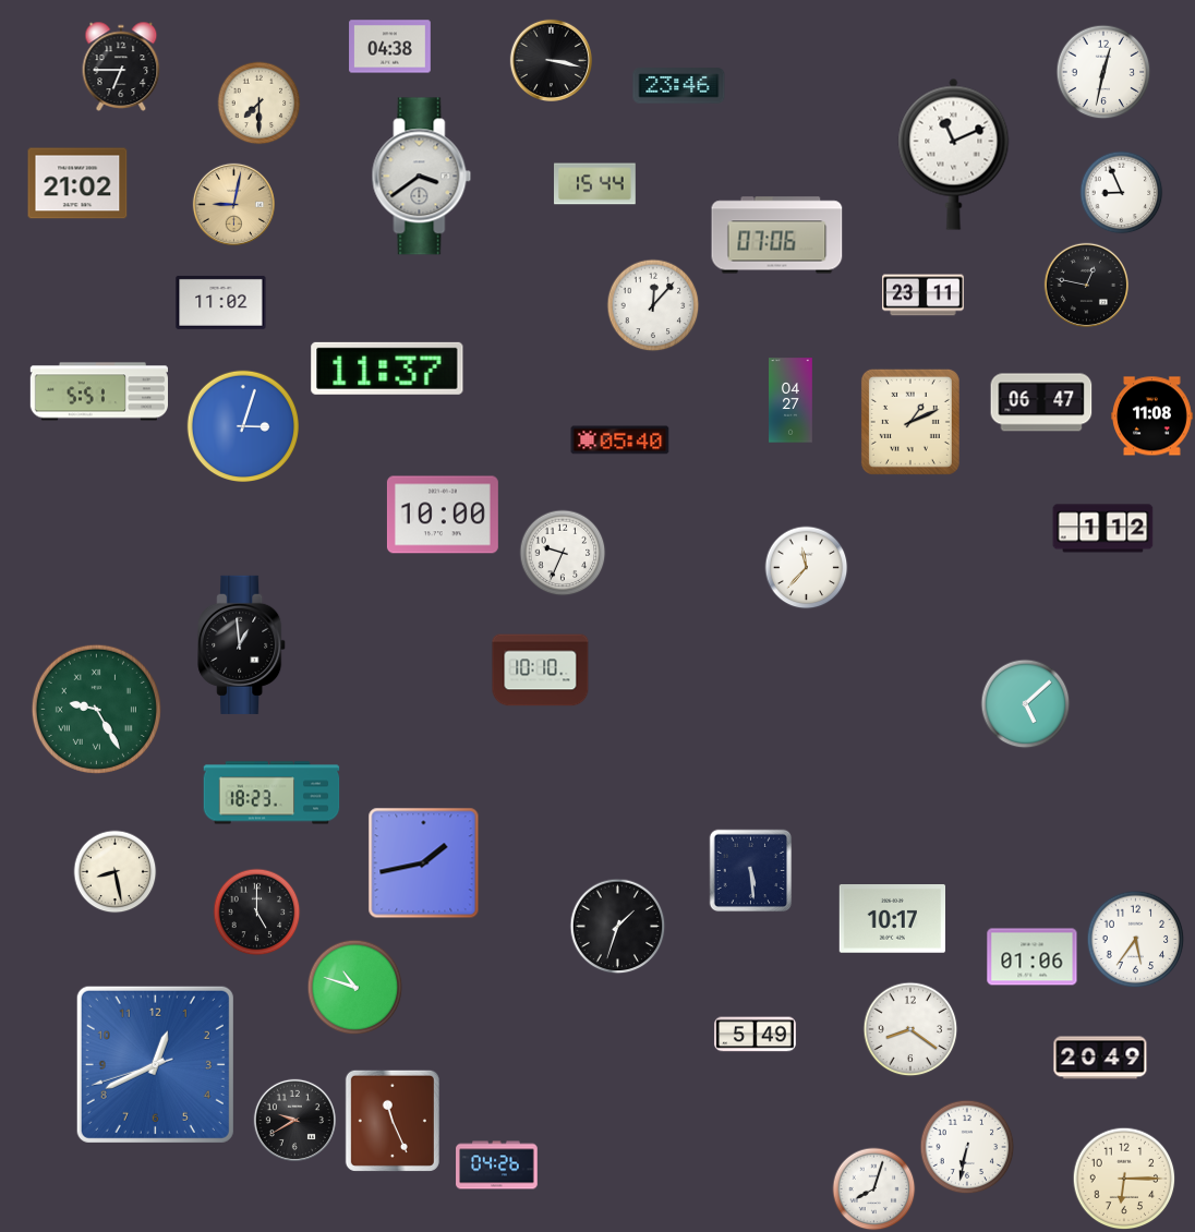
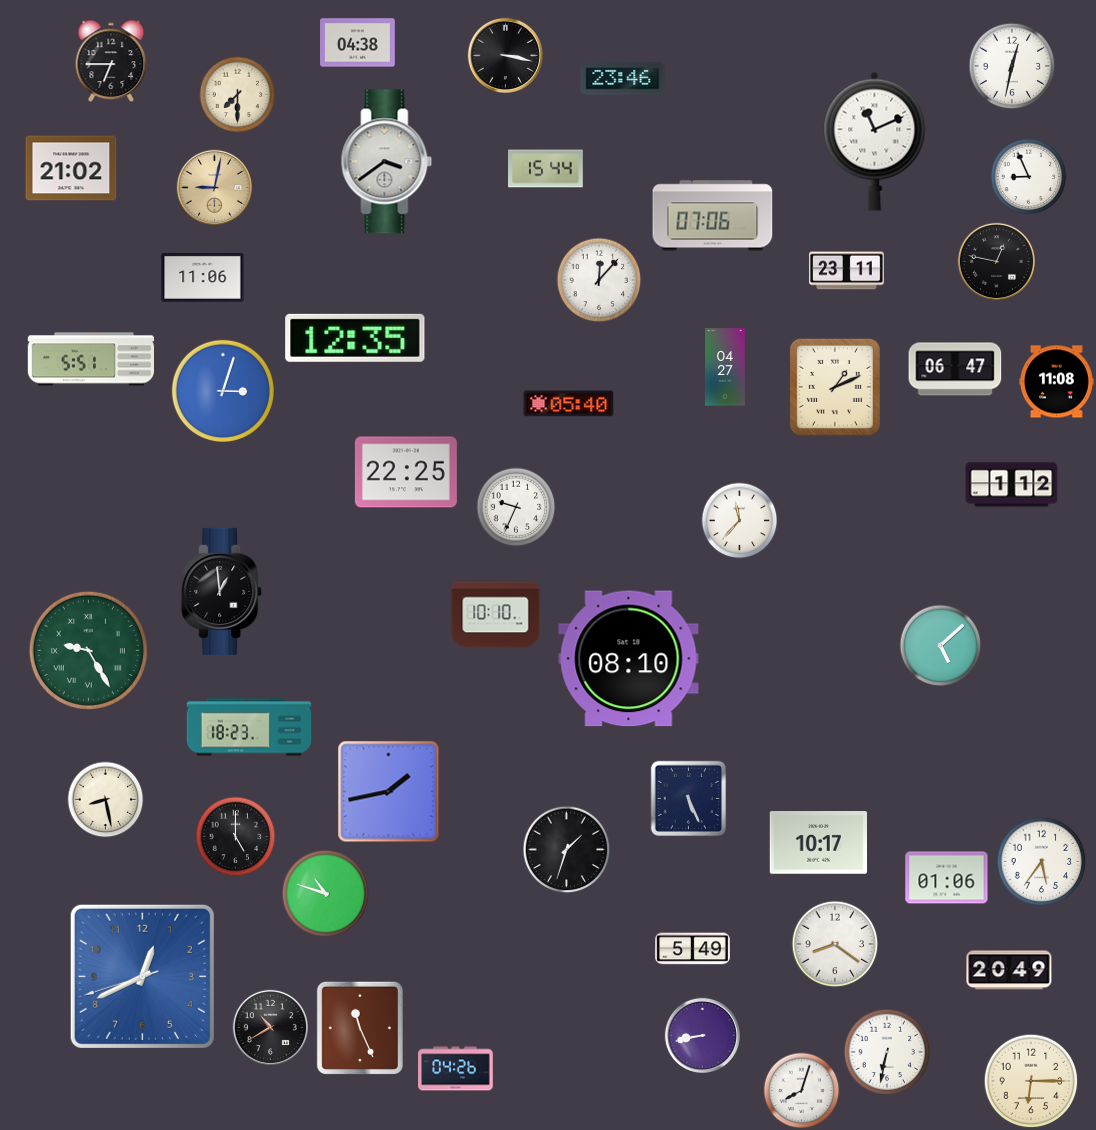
clock at (221, 302): 11:02 -> 11:06
clock at (387, 369): 11:37 -> 12:35
clock at (443, 515): 10:00 -> 22:25
clock at (629, 659): none -> 08:10
clock at (751, 871): 5:29 -> 5:26
clock at (355, 988) position: (355, 988) -> (326, 894)
clock at (294, 1120): 9:40 -> 10:40
clock at (702, 1035): none -> 8:43
